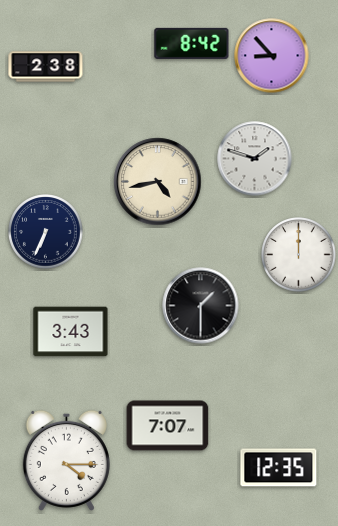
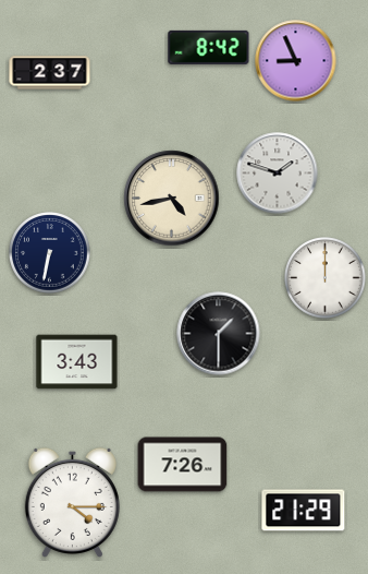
clock at (272, 56): 8:53 -> 8:56
clock at (46, 67): 2:38 -> 2:37
clock at (46, 232): 6:34 -> 6:32
clock at (168, 426): 7:07 -> 7:26
clock at (279, 468): 12:35 -> 21:29
